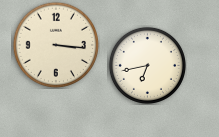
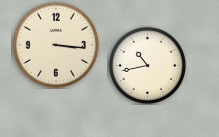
clock at (147, 65): 6:43 -> 10:43
